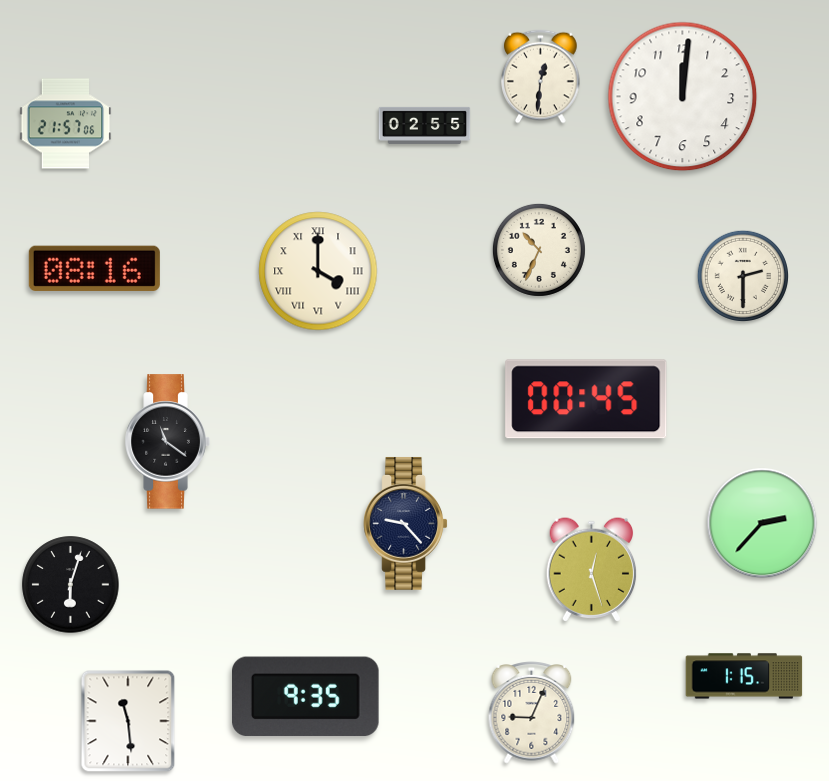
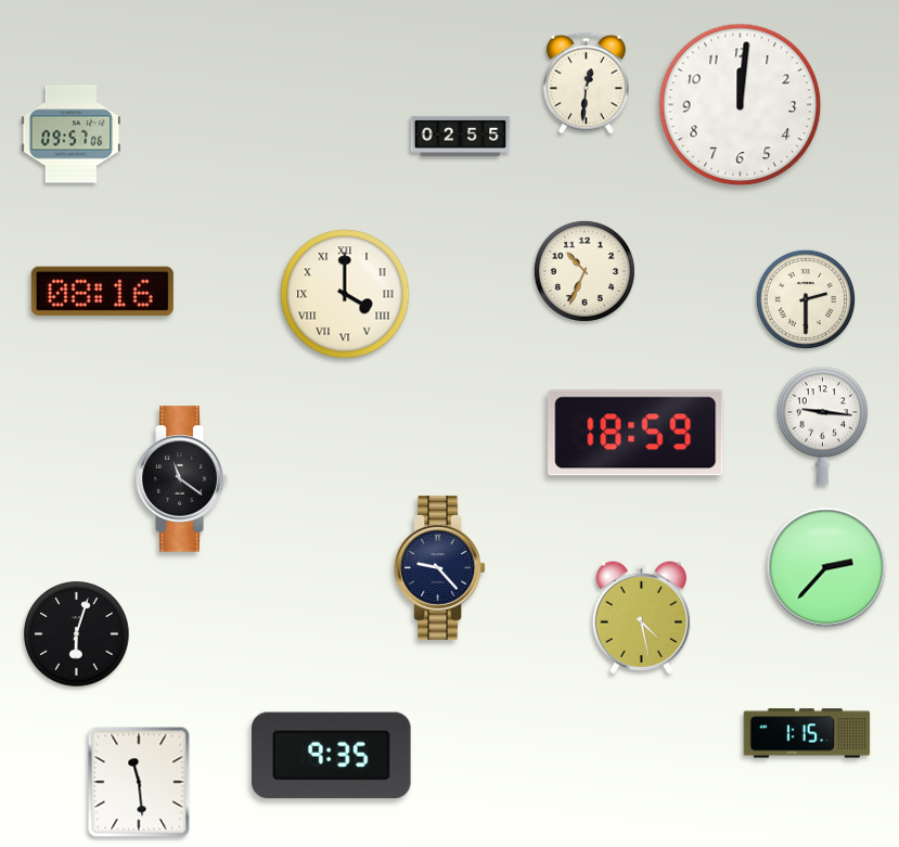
clock at (66, 124): 21:57 -> 09:57
clock at (823, 425): none -> 9:16
clock at (586, 399): 00:45 -> 18:59
clock at (592, 570): 12:27 -> 4:28
clock at (532, 713): 9:04 -> none
